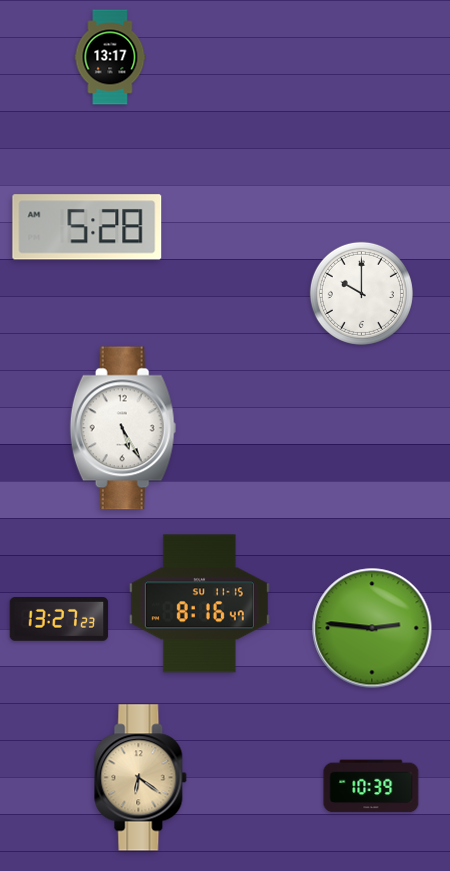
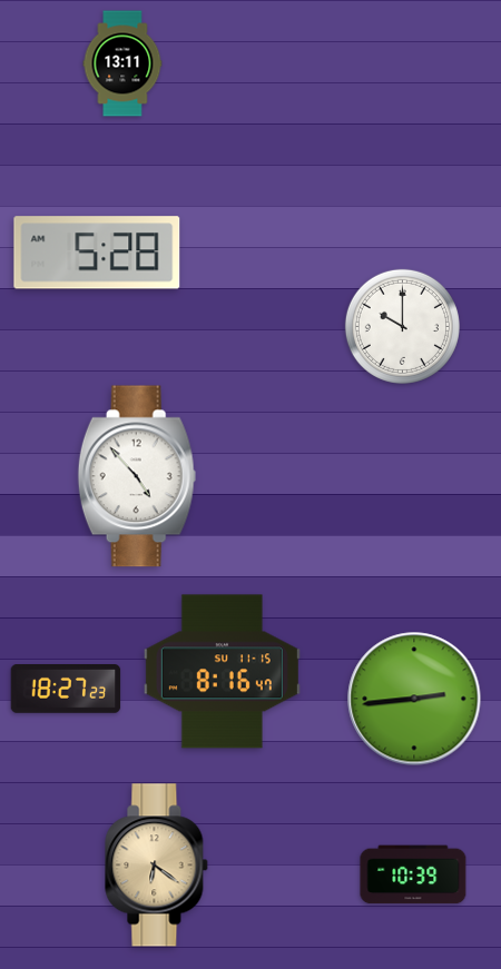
clock at (110, 57): 13:17 -> 13:11
clock at (123, 428): 5:25 -> 4:53
clock at (59, 620): 13:27 -> 18:27
clock at (372, 628): 2:46 -> 2:44
